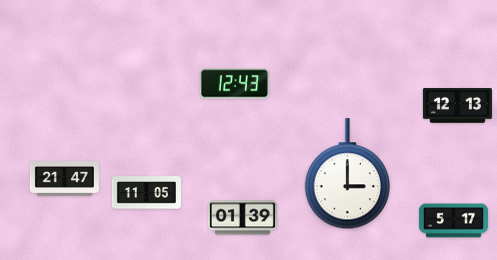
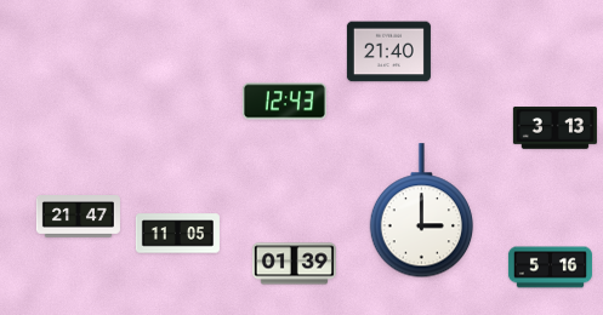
clock at (388, 52): none -> 21:40
clock at (457, 106): 12:13 -> 3:13
clock at (453, 221): 5:17 -> 5:16
